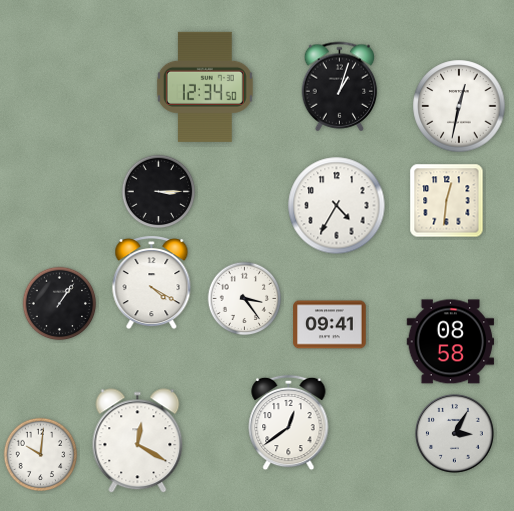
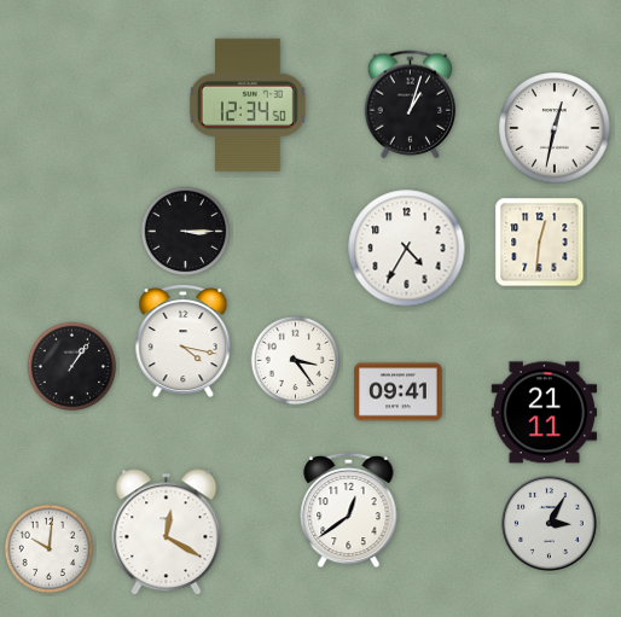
clock at (159, 192) position: (159, 192) -> (186, 232)
clock at (152, 283): 4:20 -> 4:17
clock at (451, 342): 08:58 -> 21:11
